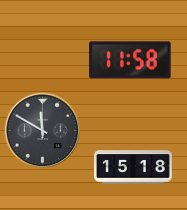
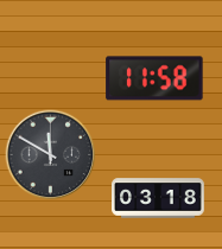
clock at (130, 60) position: (130, 60) -> (154, 78)
clock at (133, 167): 15:18 -> 03:18
